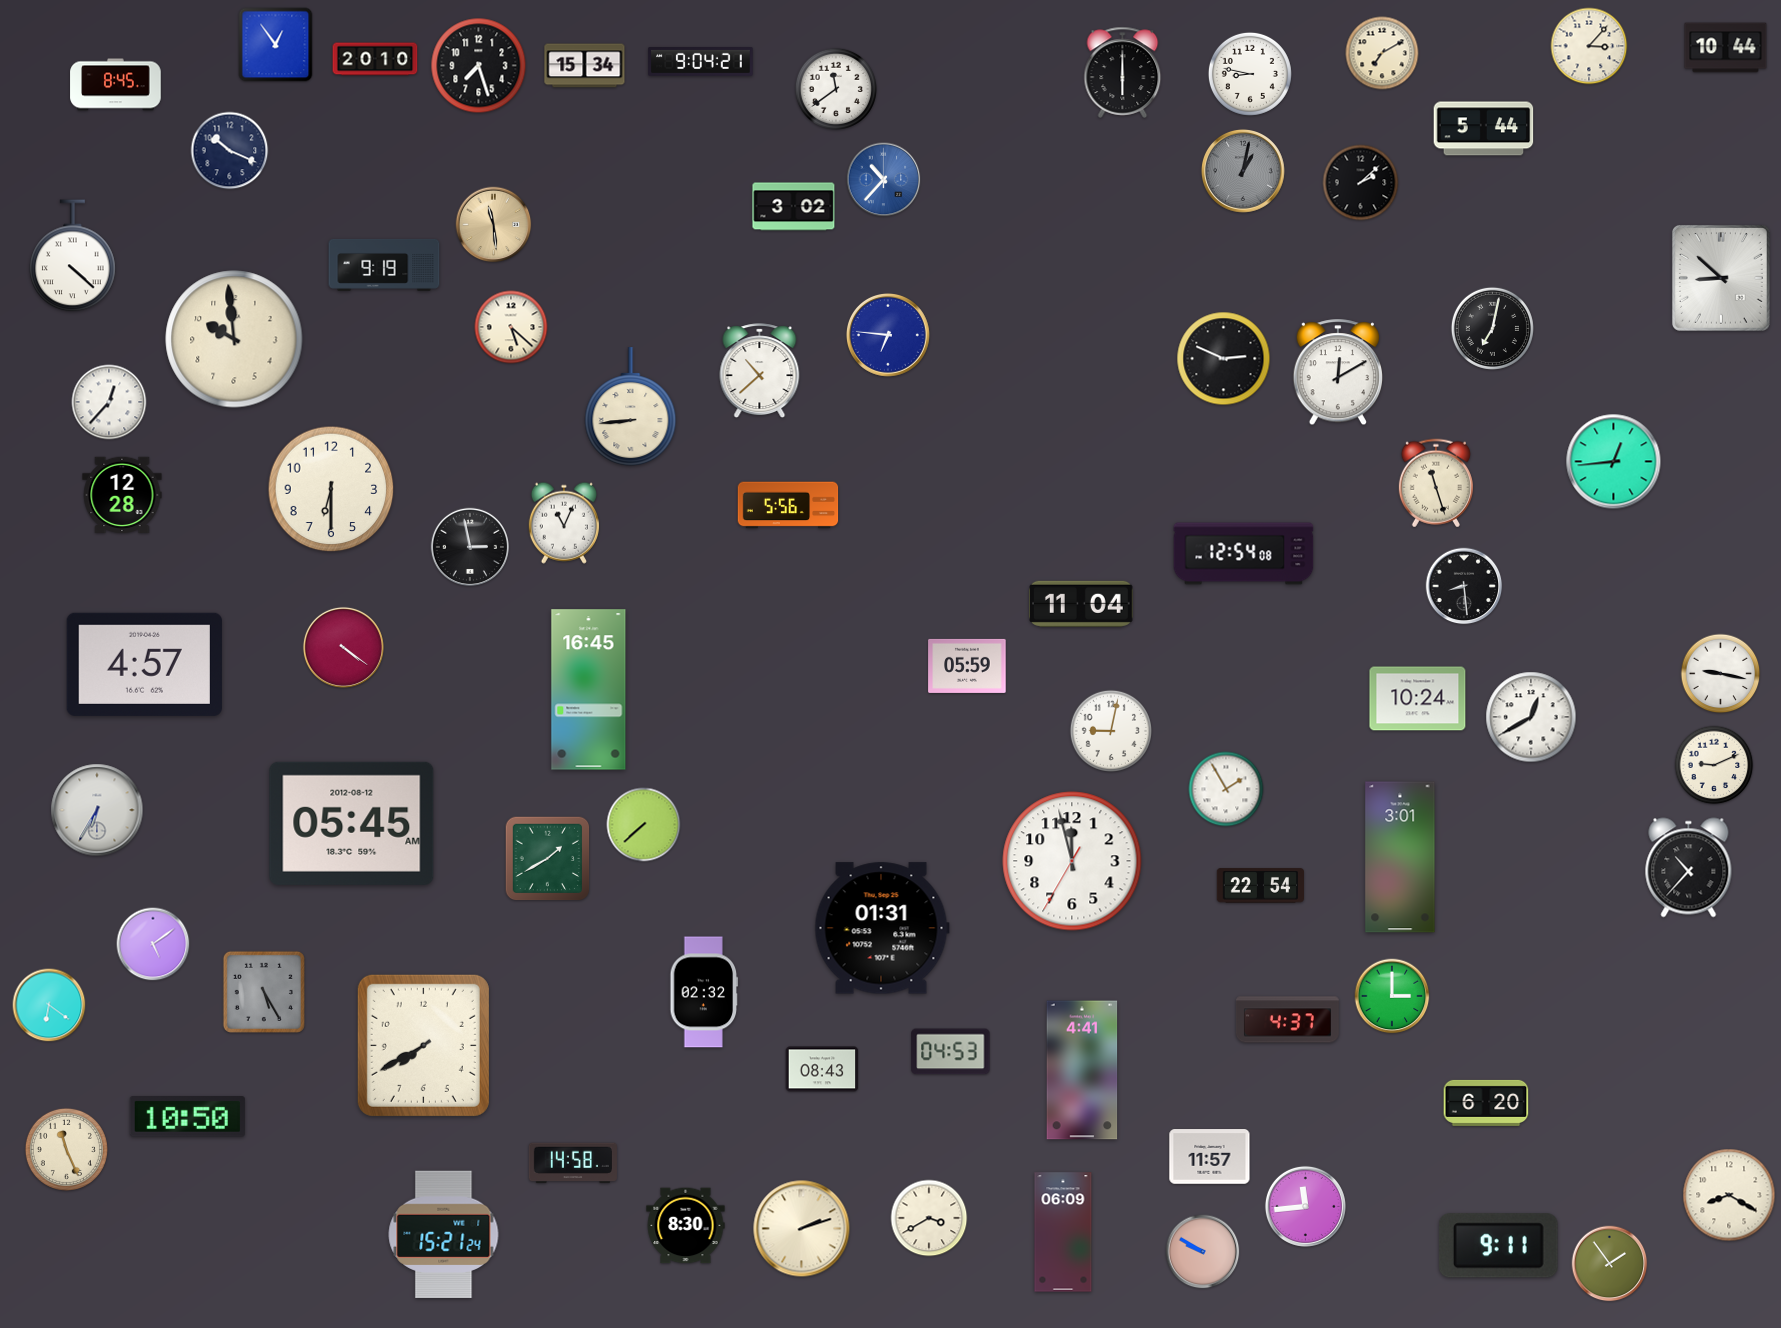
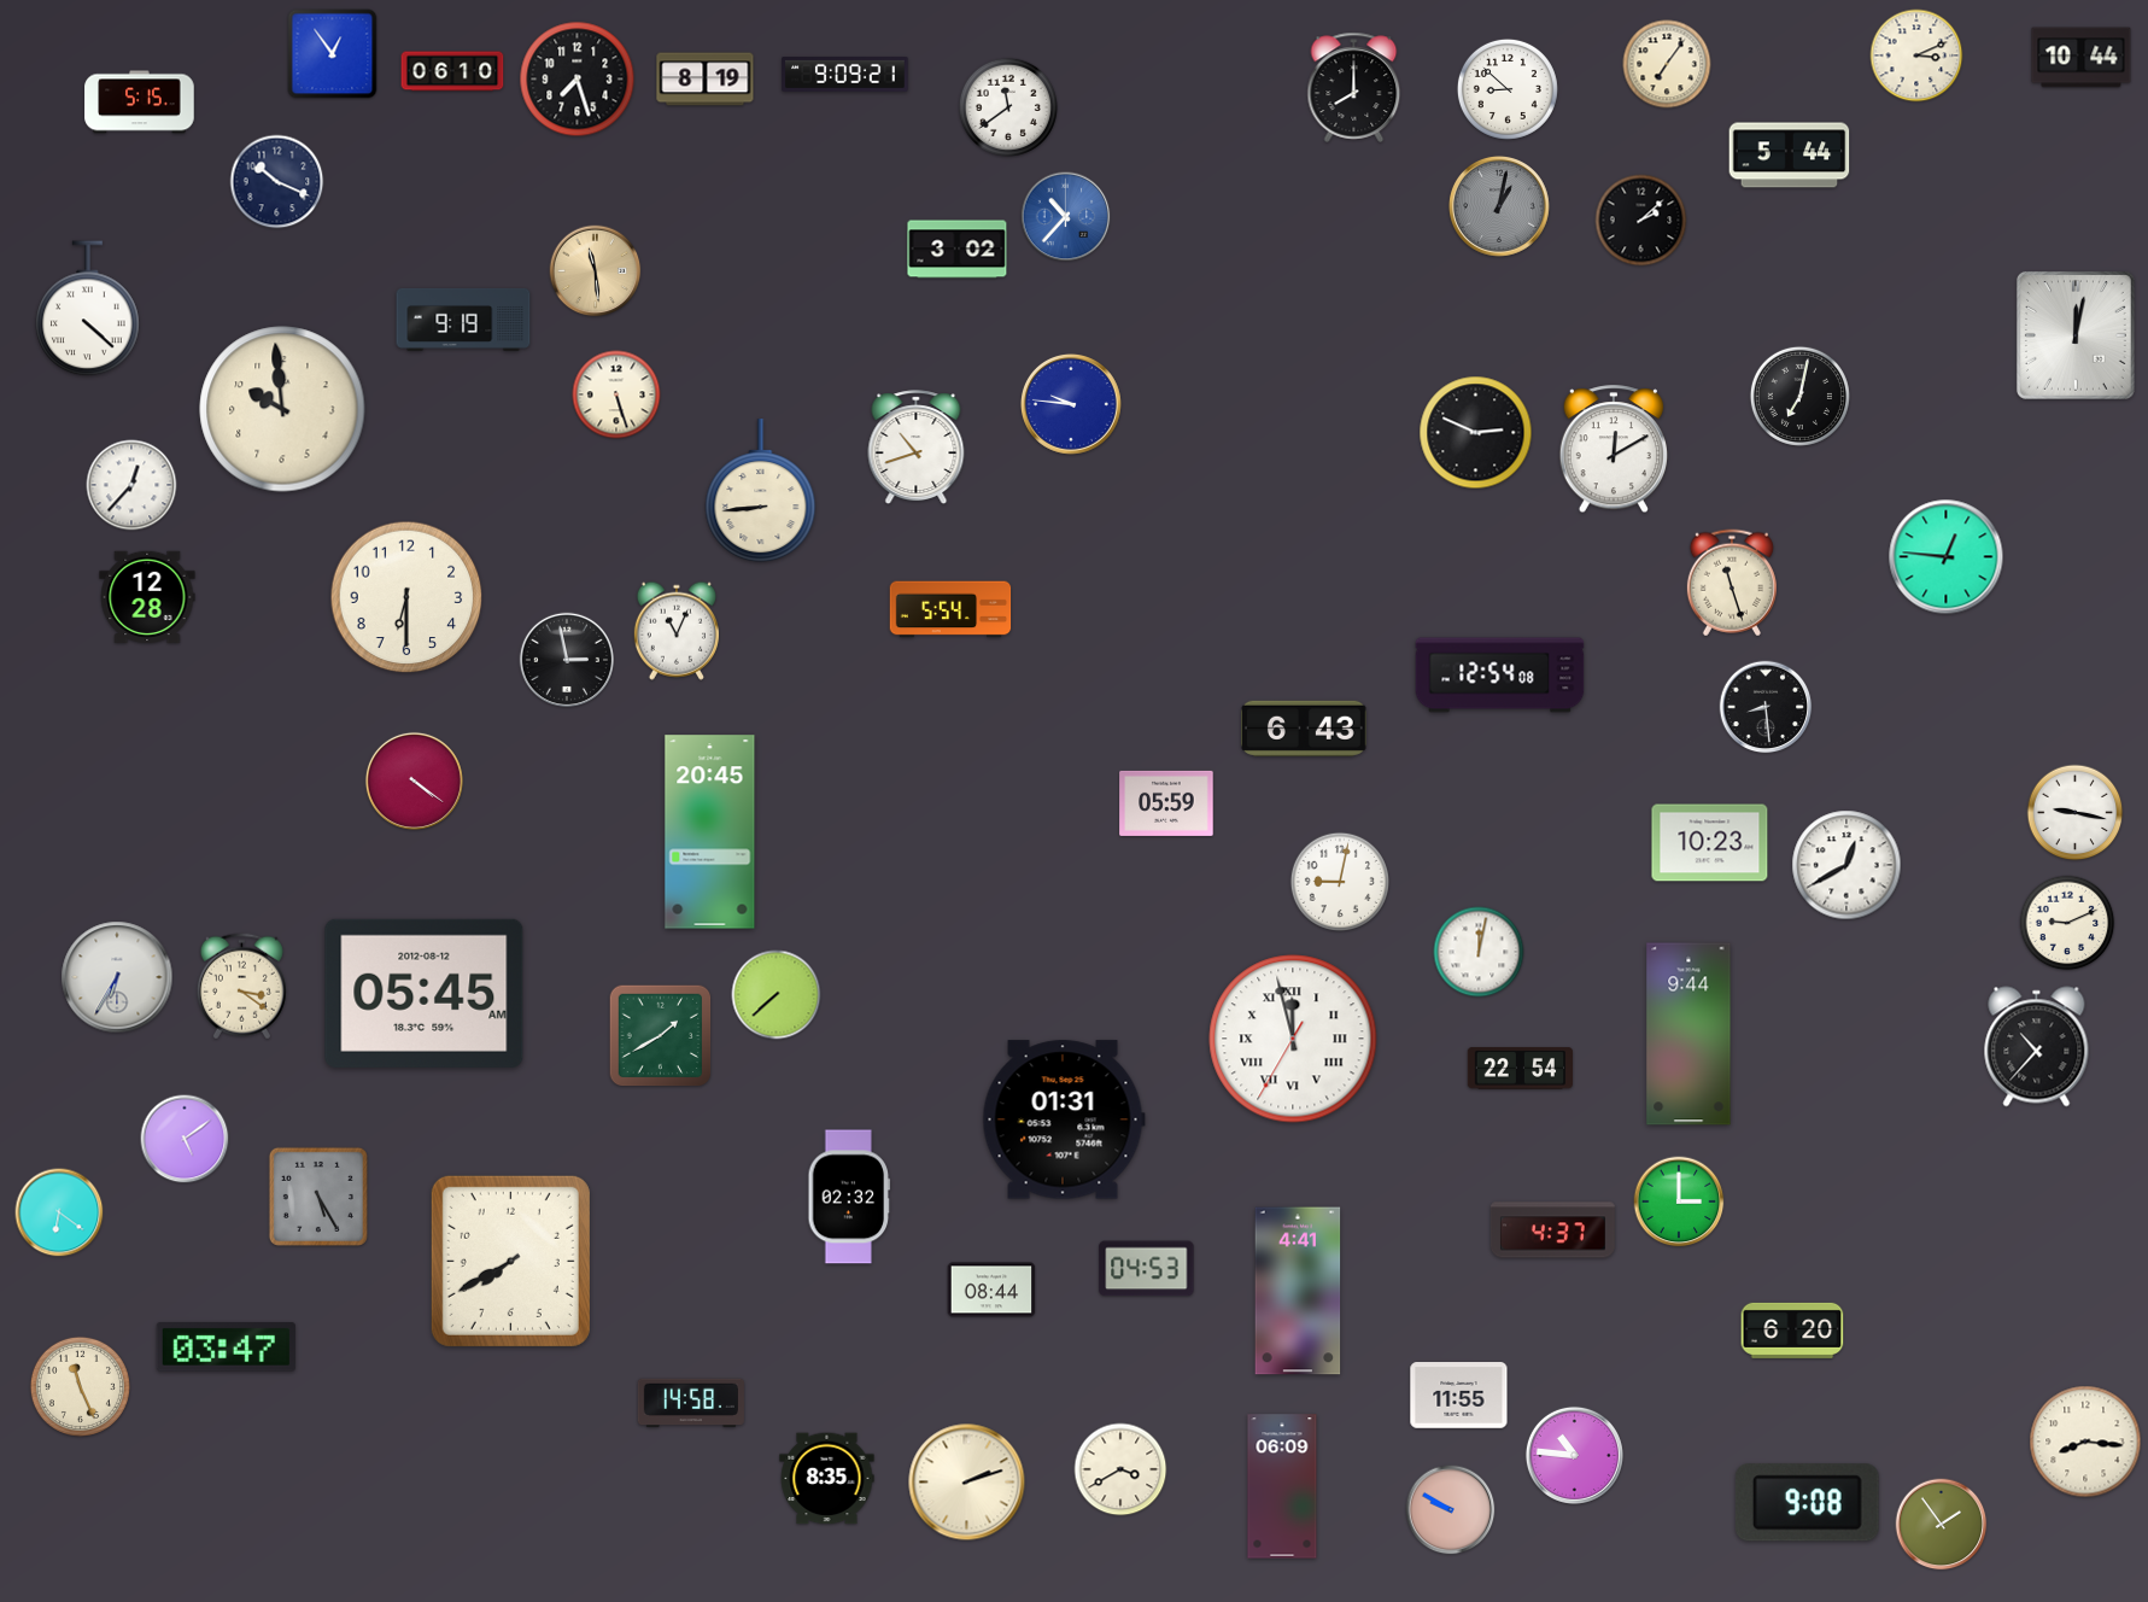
clock at (1589, 46): 3:07 -> 3:11
clock at (1382, 53): 7:10 -> 7:06
clock at (375, 59): 20:10 -> 06:10
clock at (701, 62): 9:04 -> 9:09
clock at (585, 66): 15:34 -> 8:19
clock at (1123, 72): 6:00 -> 8:00
clock at (1250, 74): 8:47 -> 8:52
clock at (116, 85): 8:45 -> 5:15
clock at (1721, 278): 8:52 -> 12:02
clock at (511, 327): 5:22 -> 5:27
clock at (888, 335): 6:46 -> 9:46
clock at (760, 371): 10:38 -> 10:42
clock at (1614, 462): 12:44 -> 12:46
clock at (331, 489) position: (331, 489) -> (406, 597)
clock at (788, 505): 5:56 -> 5:54
clock at (564, 523) position: (564, 523) -> (677, 631)
clock at (1244, 554) position: (1244, 554) -> (1500, 676)
clock at (1082, 604): 11:04 -> 6:43
clock at (144, 664): 4:57 -> none
clock at (589, 690): 16:45 -> 20:45
clock at (1418, 699): 10:24 -> 10:23
clock at (1226, 789): 1:55 -> 12:02
clock at (241, 987): none -> 3:21
clock at (1400, 857): 3:01 -> 9:44
clock at (1072, 861) numerals: Arabic -> Roman
clock at (822, 1069): 08:43 -> 08:44
clock at (1082, 1070) position: (1082, 1070) -> (1298, 1291)
clock at (187, 1117): 10:50 -> 03:47
clock at (1210, 1157): 11:57 -> 11:55
clock at (1729, 1195): 8:20 -> 8:16
clock at (1305, 1206): 11:44 -> 10:46
clock at (686, 1226): 8:30 -> 8:35
clock at (444, 1234): 15:21 -> none
clock at (1498, 1246): 9:11 -> 9:08
